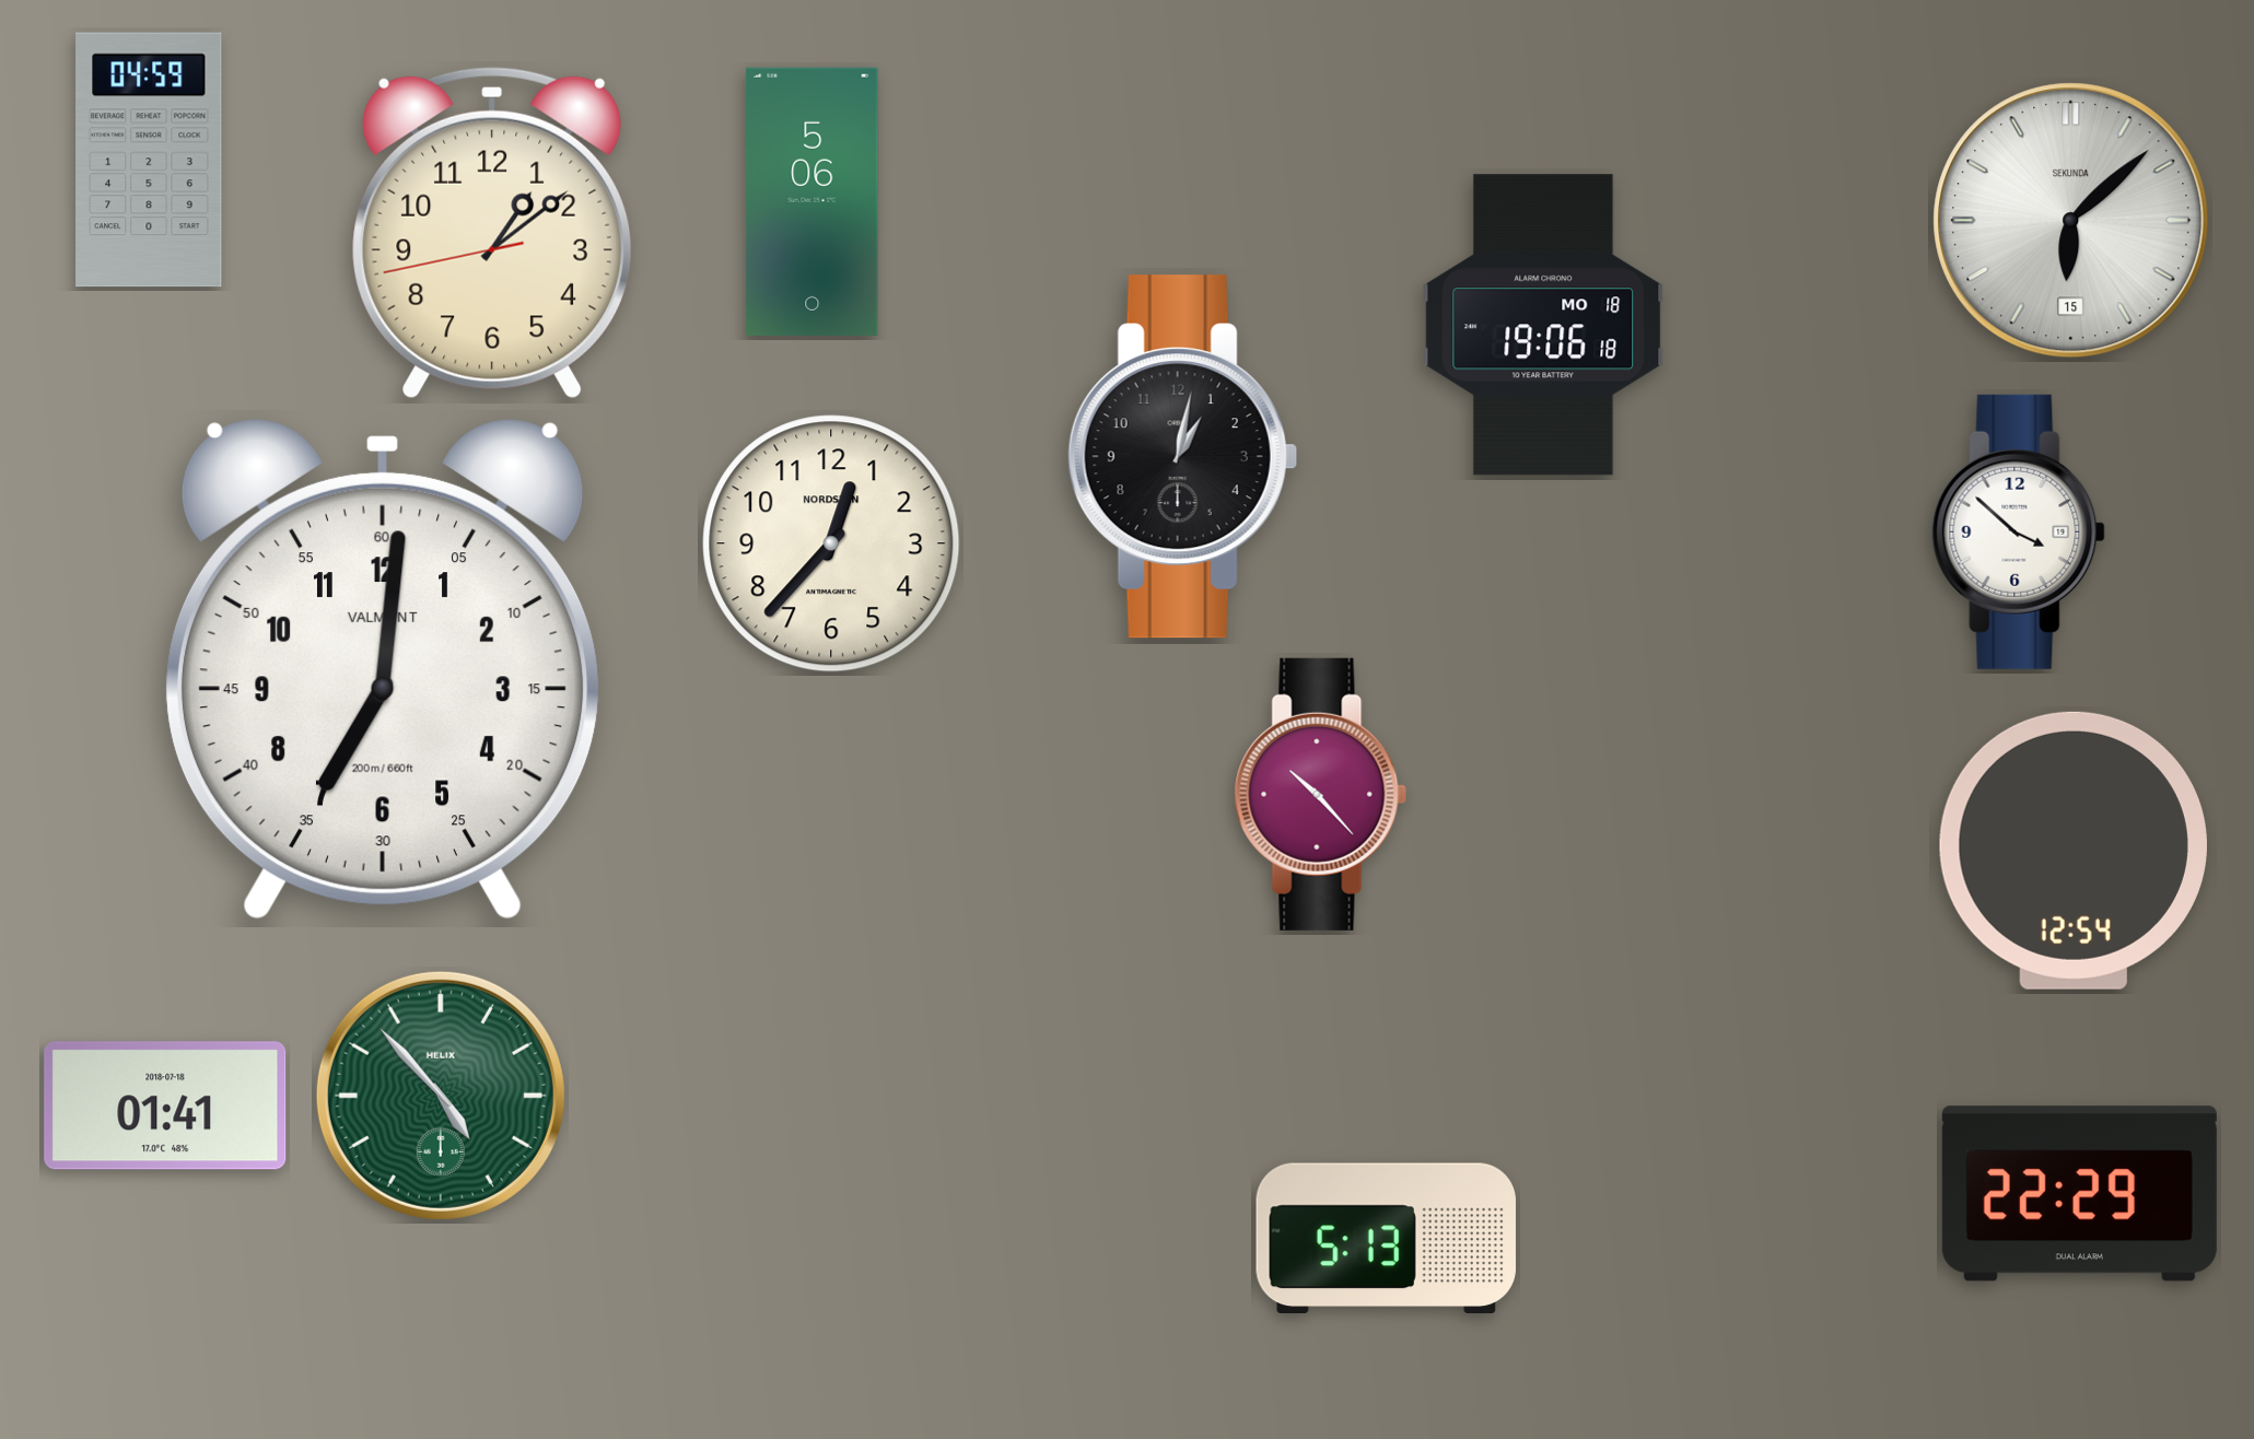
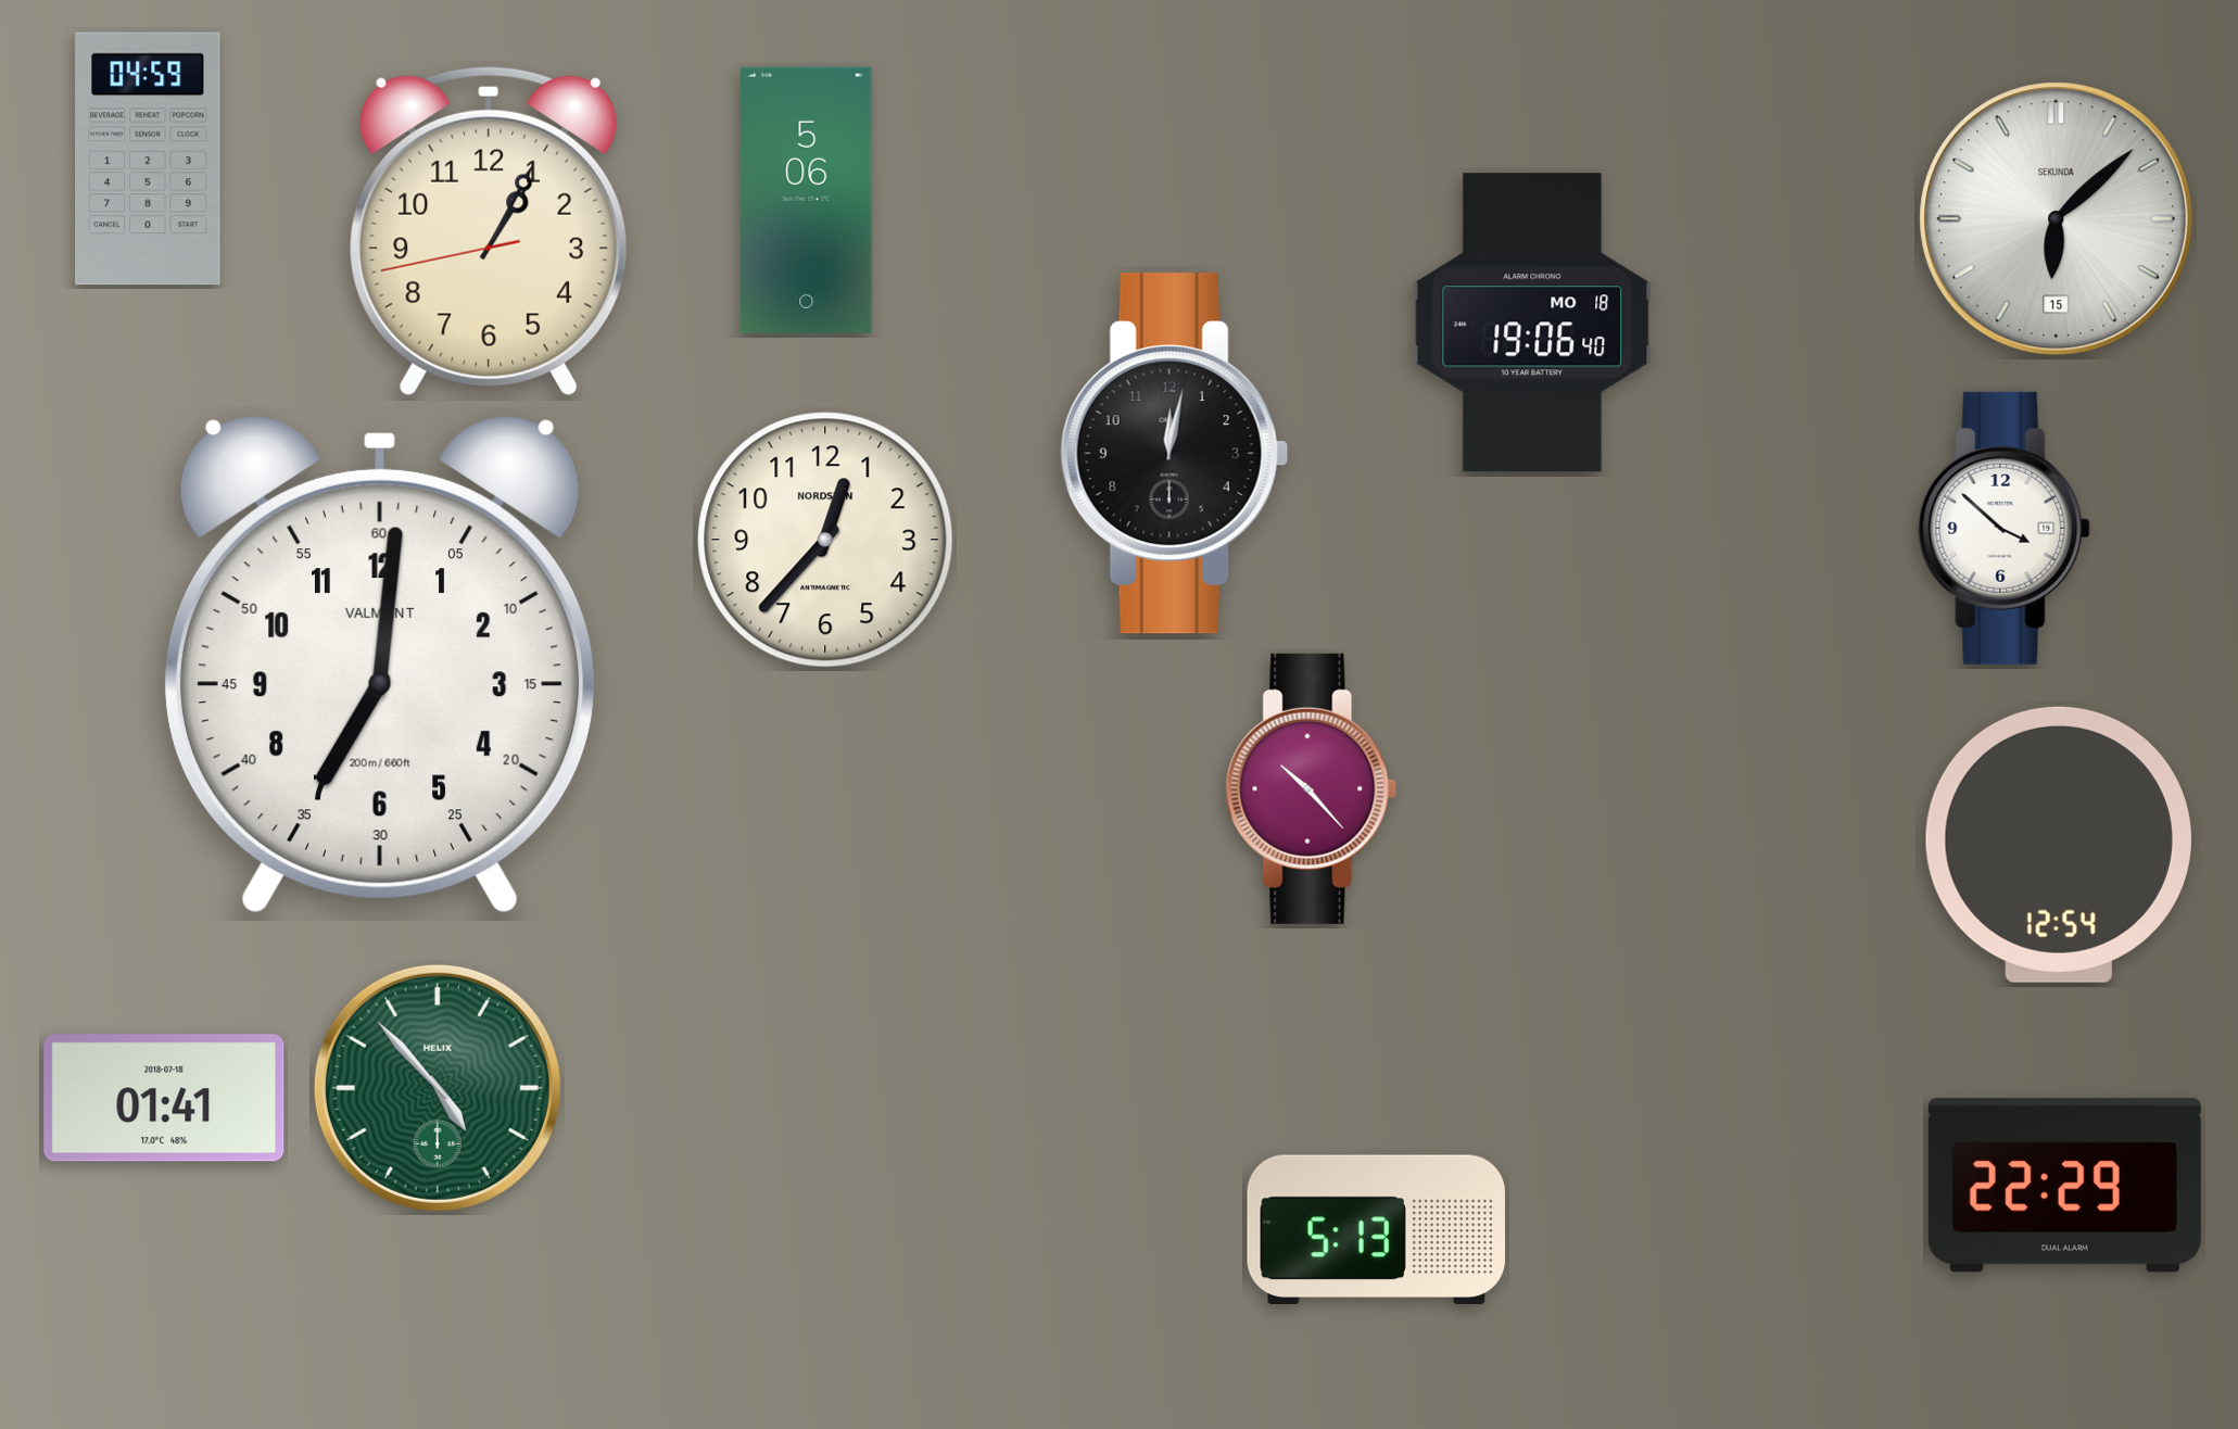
clock at (492, 233): 1:08 -> 1:04
clock at (1543, 325): 19:06:18 -> 19:06:40
clock at (1182, 457): 1:02 -> 12:02
